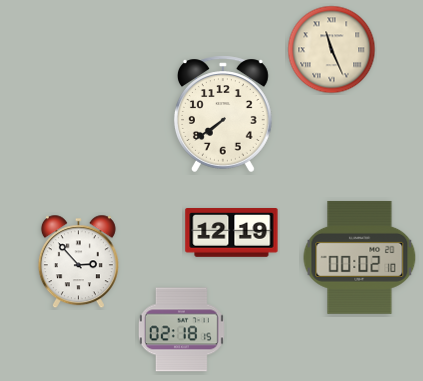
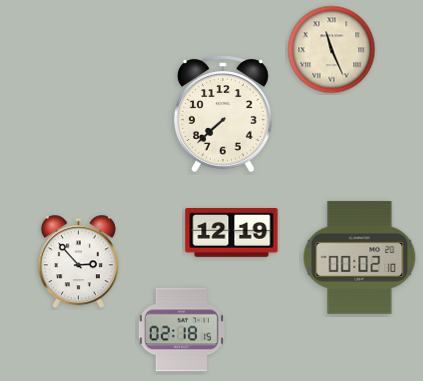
clock at (223, 114): 7:39 -> 7:38
